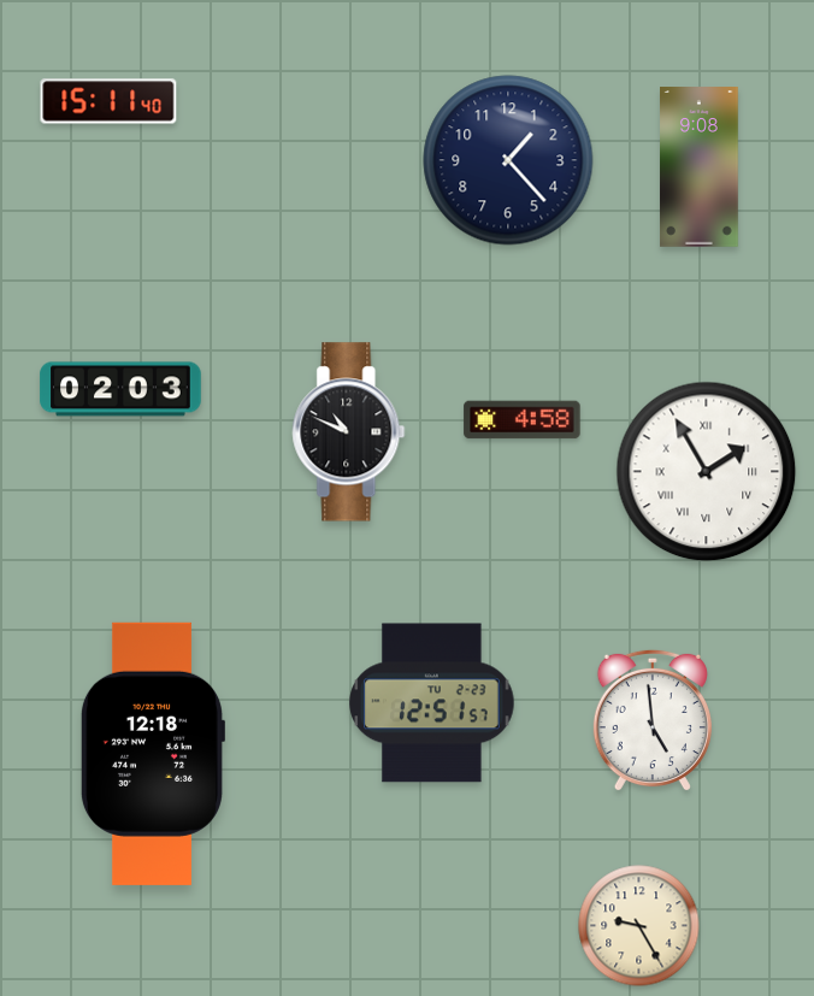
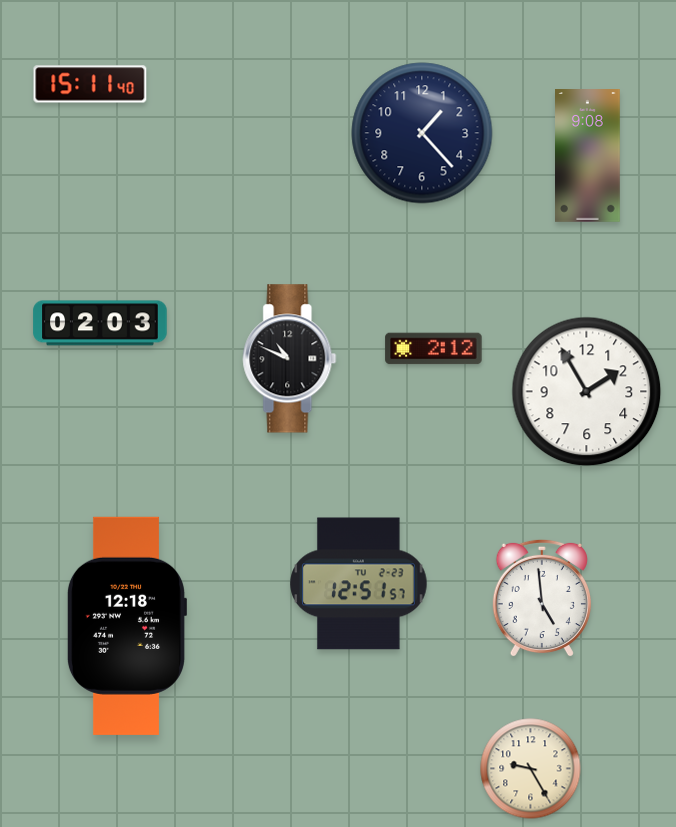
clock at (700, 167) position: (700, 167) -> (588, 156)
clock at (523, 420): 4:58 -> 2:12
clock at (707, 472) numerals: Roman -> Arabic
